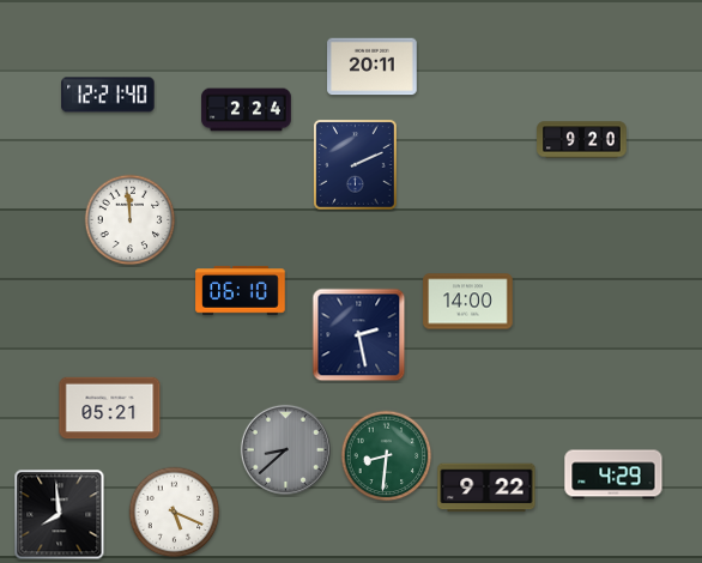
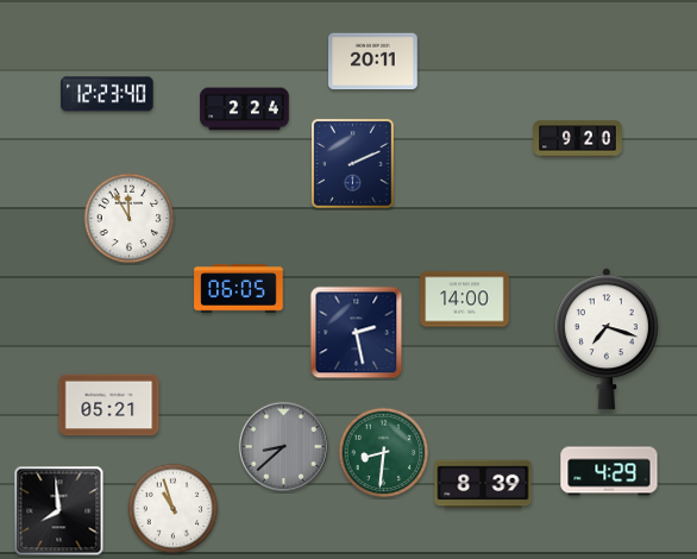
clock at (373, 67) position: (373, 67) -> (373, 62)
clock at (108, 95): 12:21 -> 12:23
clock at (131, 220): 11:59 -> 11:55
clock at (241, 291): 06:10 -> 06:05
clock at (607, 339): none -> 7:18
clock at (486, 488): 9:22 -> 8:39
clock at (175, 513): 5:19 -> 10:57
